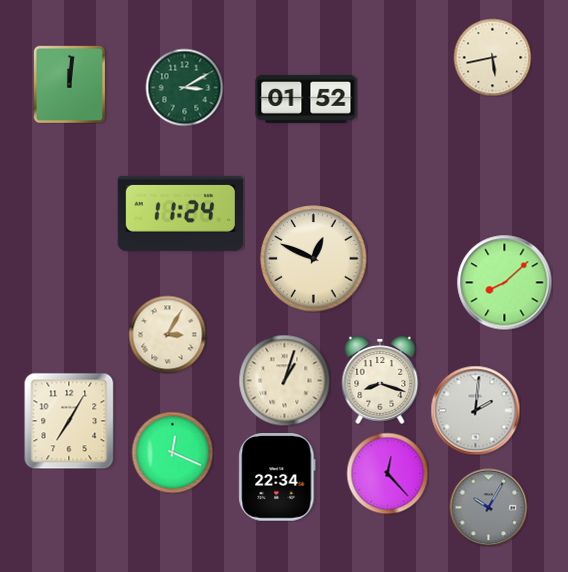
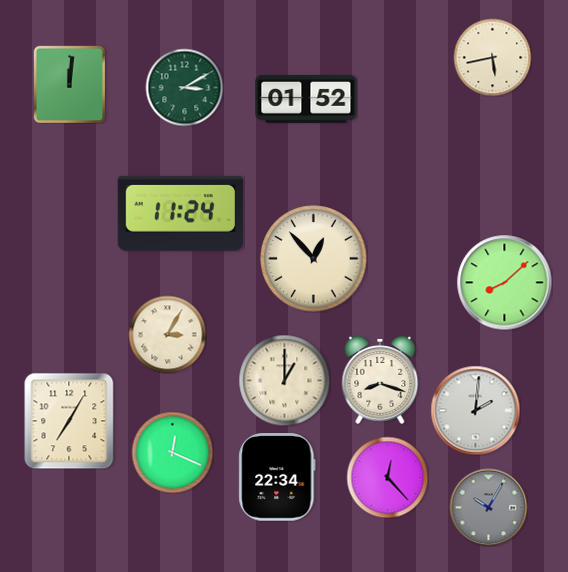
clock at (314, 259): 12:49 -> 12:53
clock at (284, 380): 1:03 -> 1:00
clock at (387, 473) position: (387, 473) -> (387, 477)
